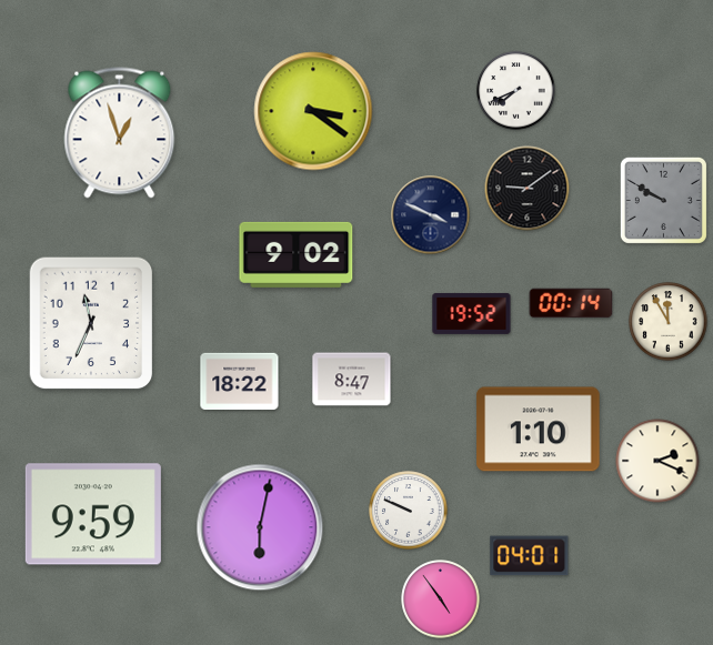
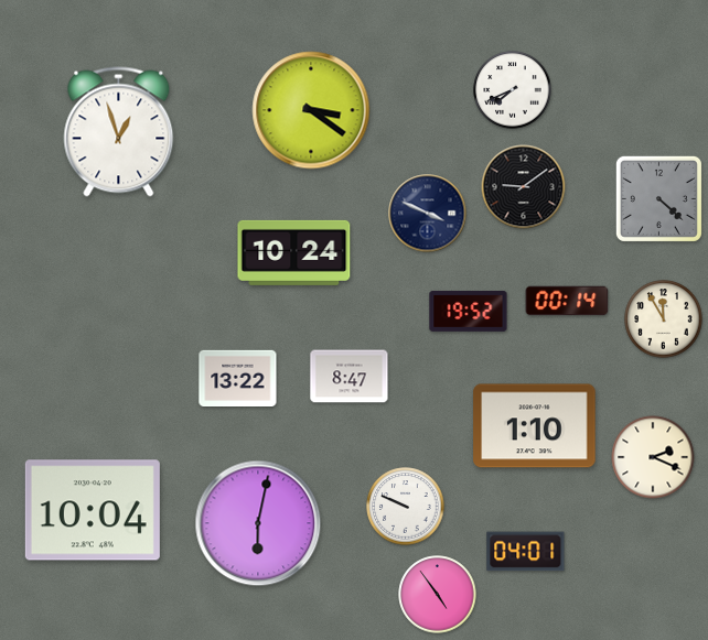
clock at (663, 200): 9:50 -> 4:22
clock at (297, 254): 9:02 -> 10:24
clock at (91, 323): 11:34 -> none
clock at (240, 382): 18:22 -> 13:22
clock at (93, 514): 9:59 -> 10:04
